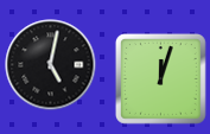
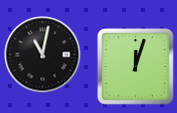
clock at (51, 65): 5:02 -> 11:02
